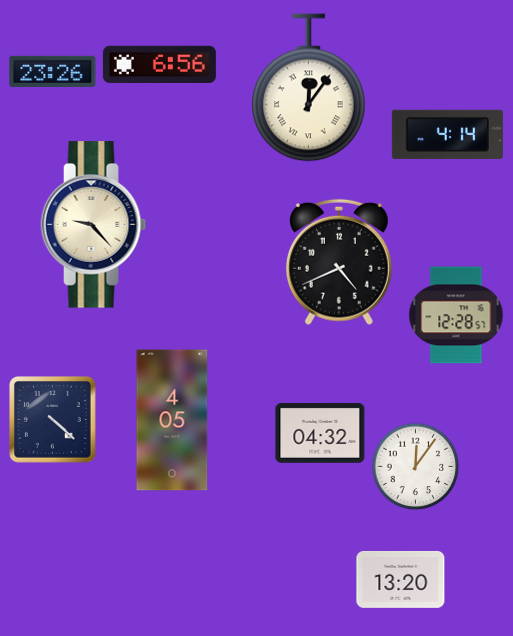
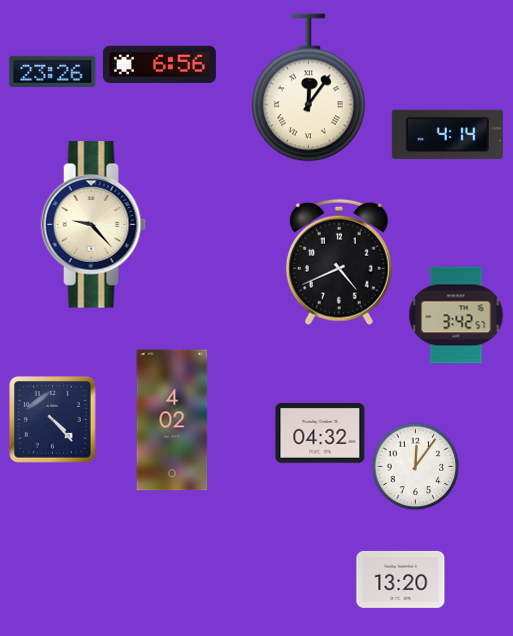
clock at (456, 315): 12:28 -> 3:42
clock at (53, 420): 4:22 -> 4:23
clock at (172, 420): 4:05 -> 4:02
